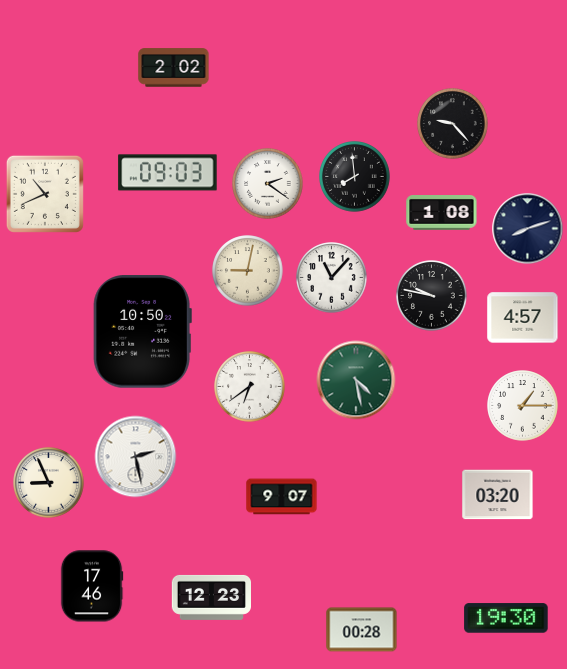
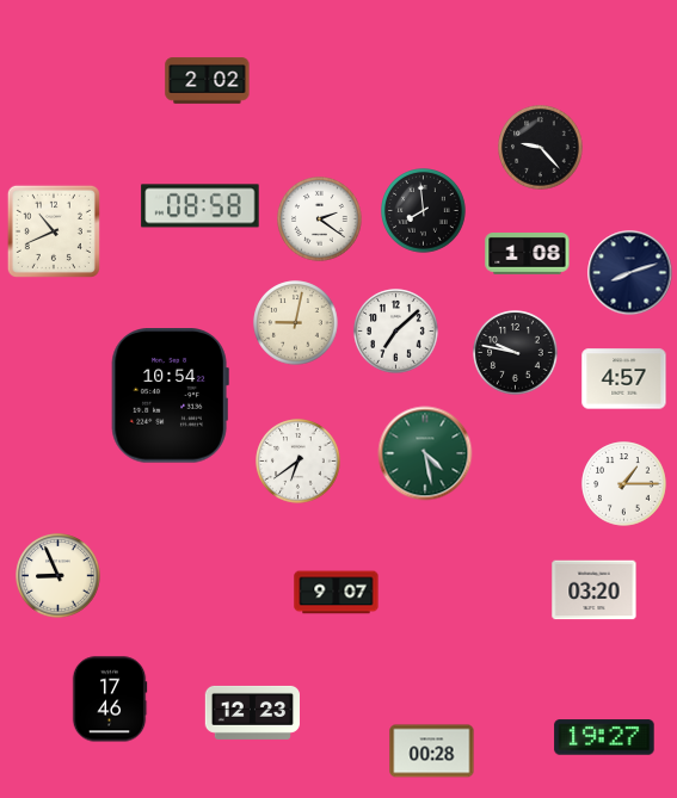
clock at (168, 173): 09:03 -> 08:58
clock at (332, 278): 11:07 -> 7:08
clock at (142, 332): 10:50 -> 10:54
clock at (136, 457): 2:28 -> none
clock at (506, 618): 19:30 -> 19:27
